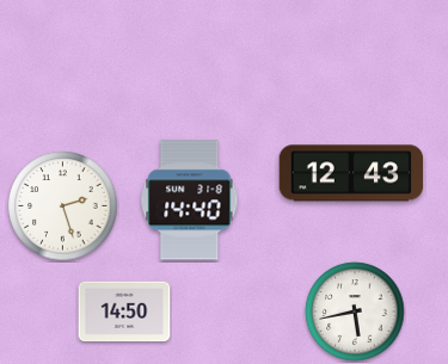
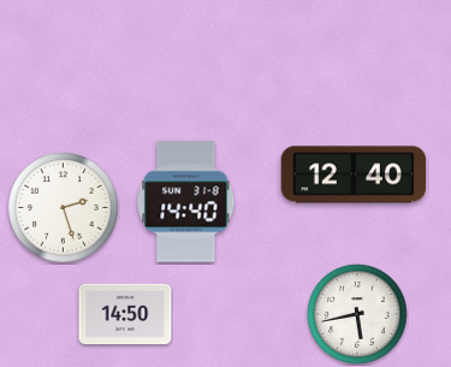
clock at (351, 173): 12:43 -> 12:40
clock at (190, 200) position: (190, 200) -> (186, 202)
